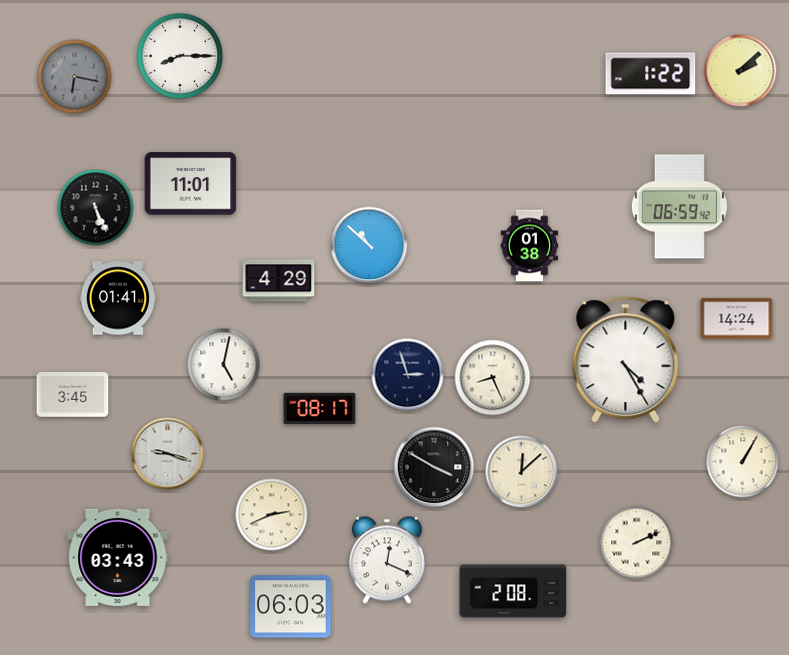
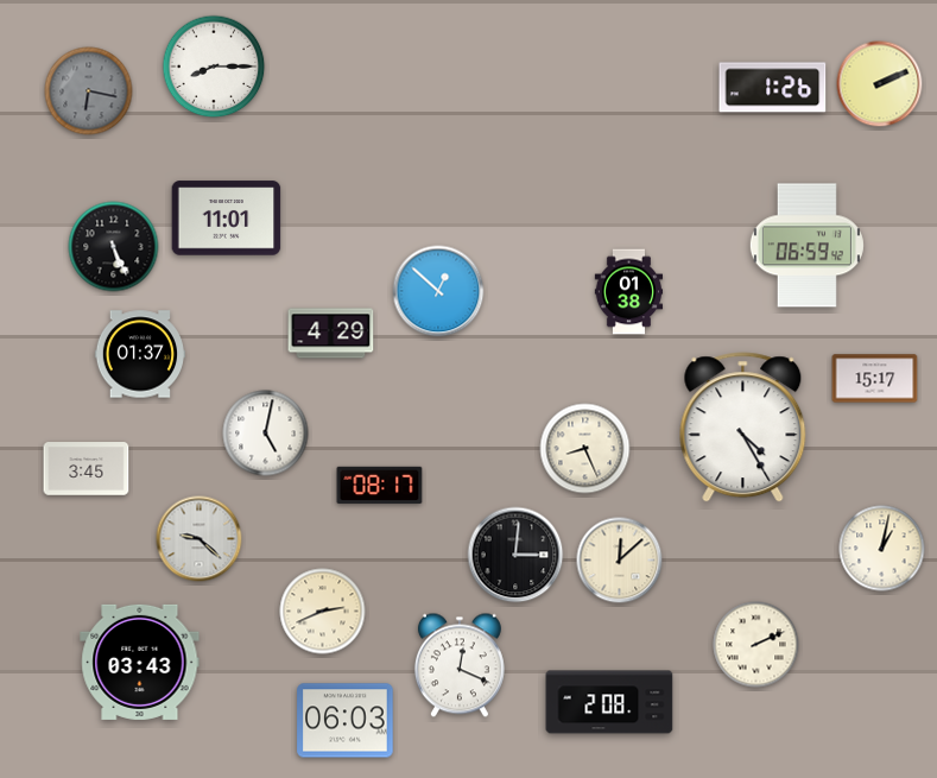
clock at (741, 71): 2:08 -> 2:11
clock at (651, 74): 1:22 -> 1:26
clock at (369, 245): 10:52 -> 12:52
clock at (117, 298): 01:41 -> 01:37
clock at (737, 319): 14:24 -> 15:17
clock at (408, 375): 2:57 -> none
clock at (168, 454): 9:18 -> 9:22
clock at (743, 462): 1:05 -> 1:02
clock at (434, 467): 3:50 -> 3:01
